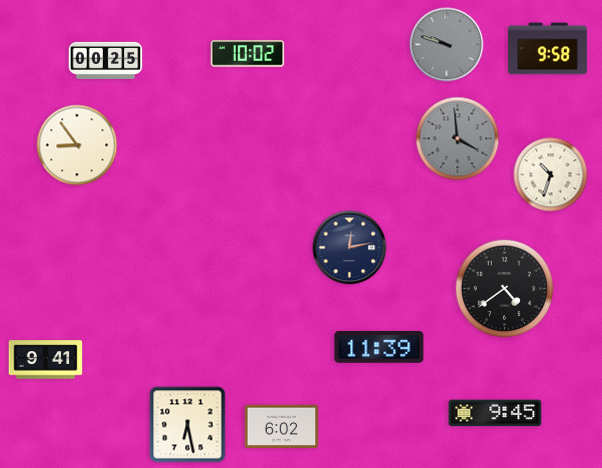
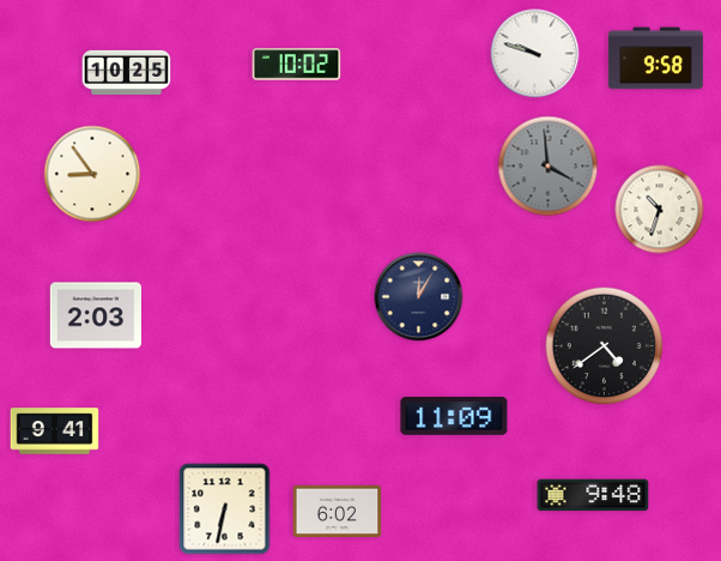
clock at (447, 45) dial: grey -> white
clock at (106, 60): 00:25 -> 10:25
clock at (350, 248): 12:13 -> 12:05
clock at (95, 315): none -> 2:03
clock at (379, 348): 11:39 -> 11:09
clock at (495, 413): 9:45 -> 9:48
clock at (188, 425): 6:28 -> 6:32
